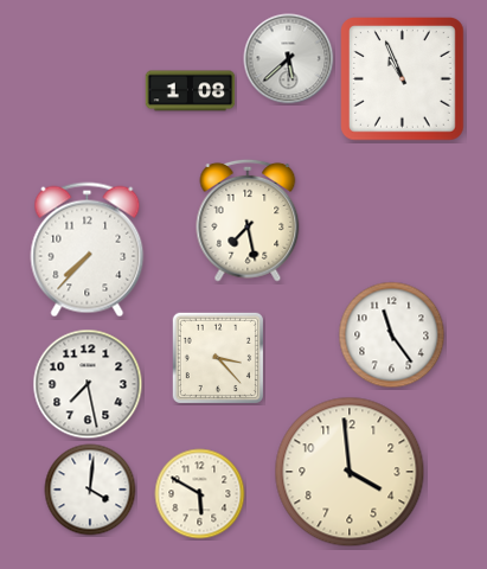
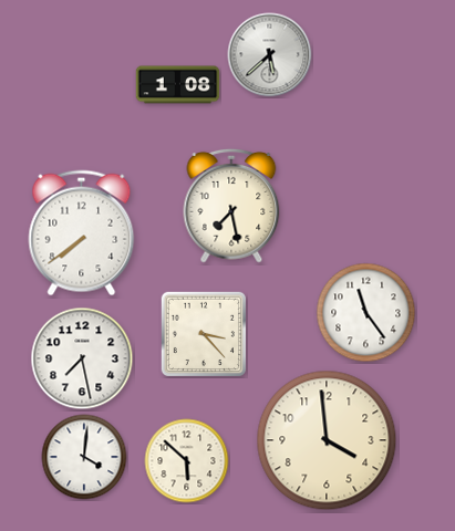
clock at (403, 79): 10:56 -> none
clock at (88, 250): 7:37 -> 7:39
clock at (200, 494): 5:50 -> 5:52
